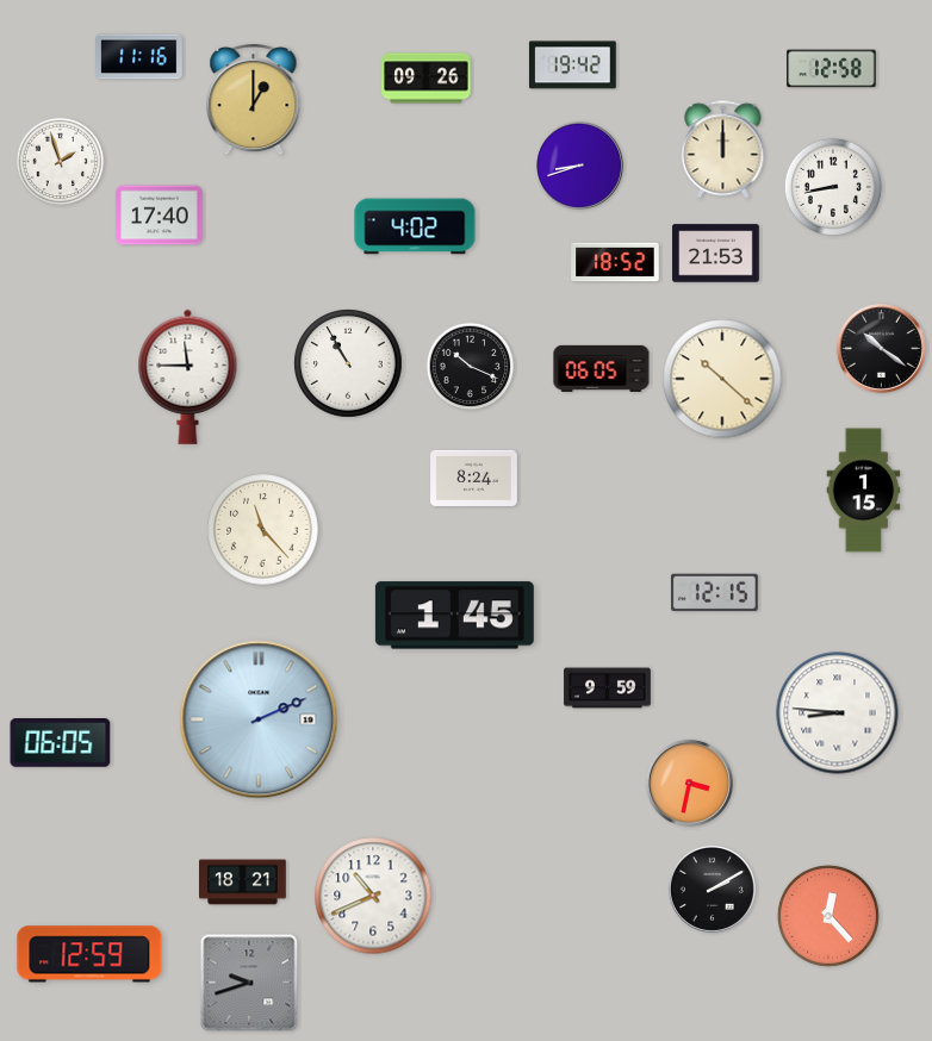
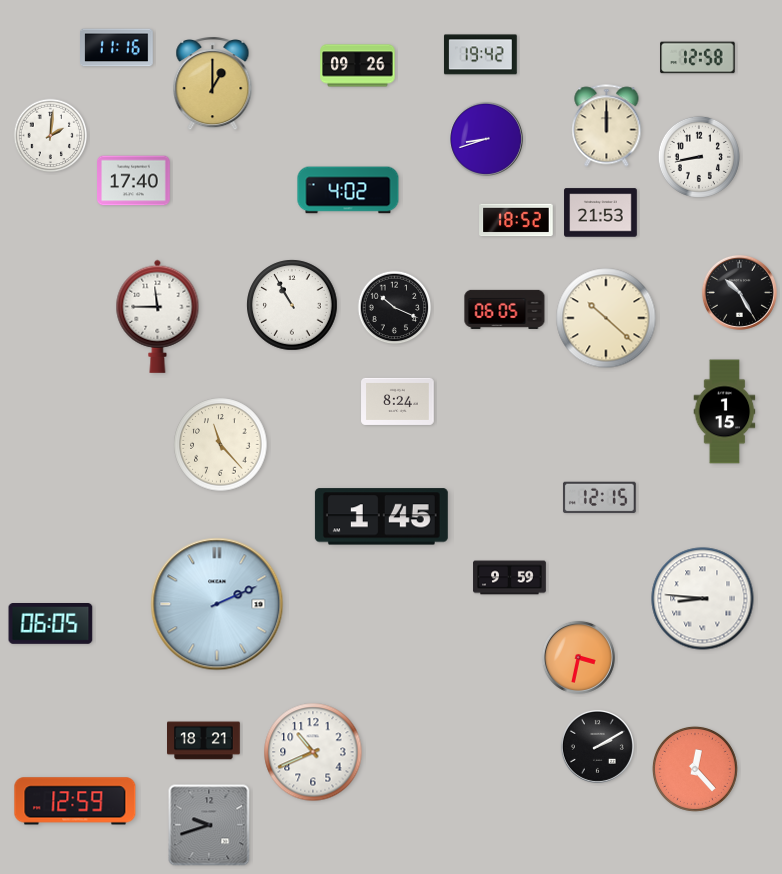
clock at (61, 162): 1:57 -> 2:01
clock at (881, 348): 10:21 -> 10:25
